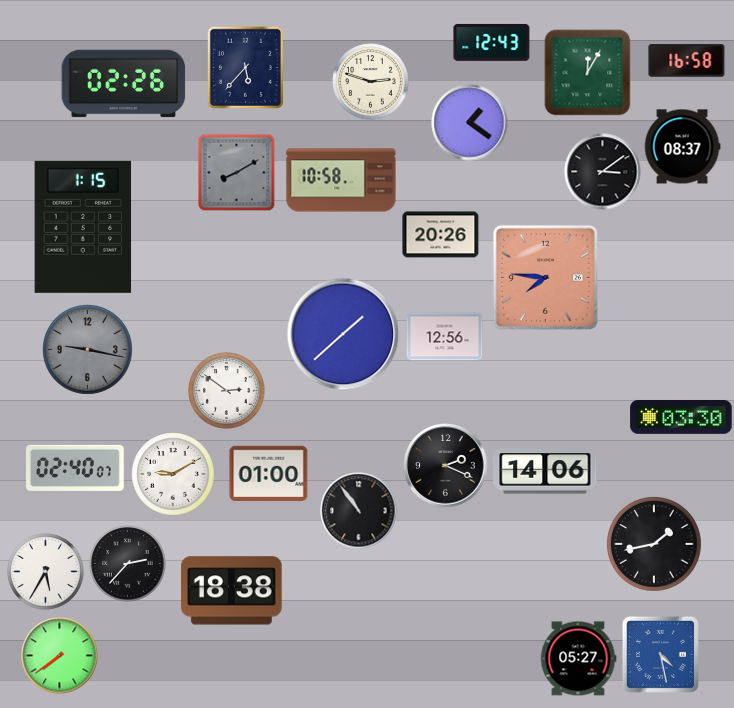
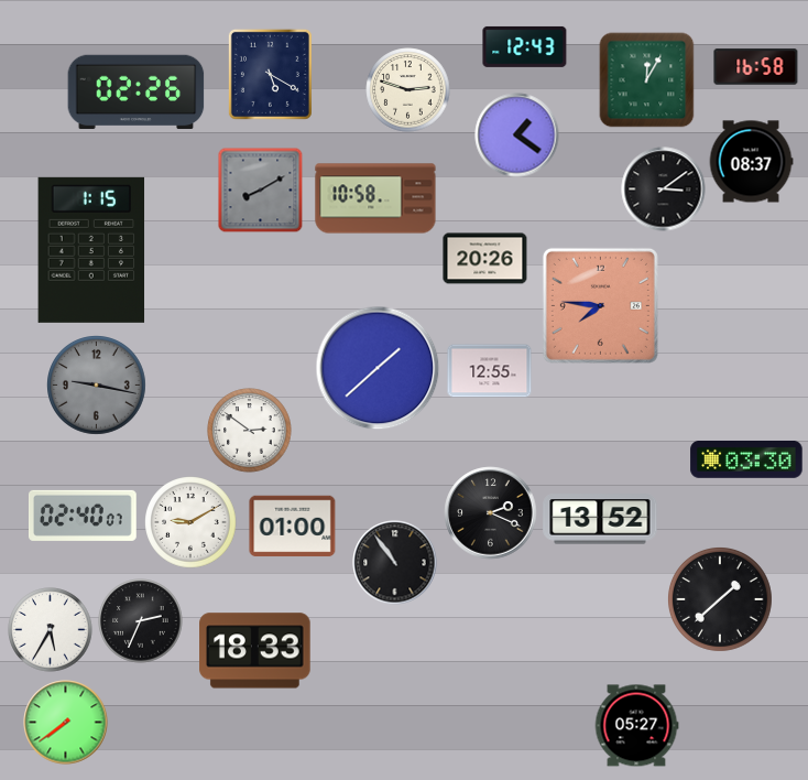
clock at (492, 42) position: (492, 42) -> (525, 46)
clock at (245, 67): 5:37 -> 5:20
clock at (445, 337): 12:56 -> 12:55
clock at (681, 417) position: (681, 417) -> (746, 459)
clock at (545, 471): 14:06 -> 13:52
clock at (269, 474) position: (269, 474) -> (293, 527)
clock at (654, 544): 1:43 -> 1:38
clock at (128, 564): 2:37 -> 2:34
clock at (232, 591): 18:38 -> 18:33
clock at (660, 654): 4:28 -> none
